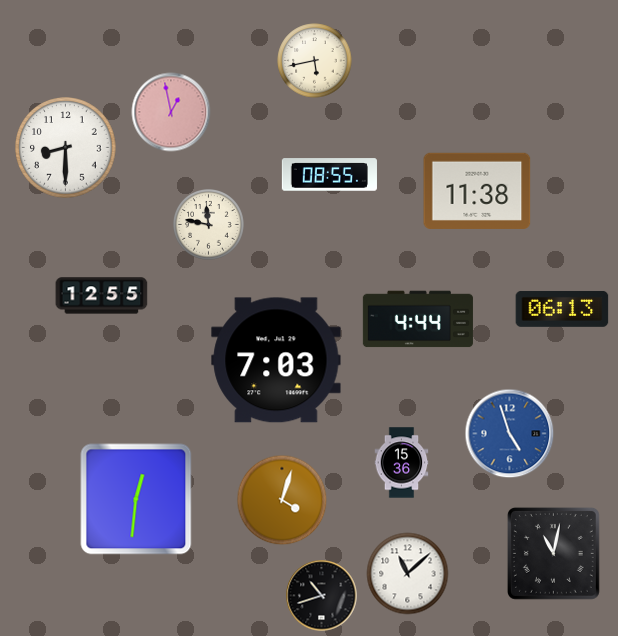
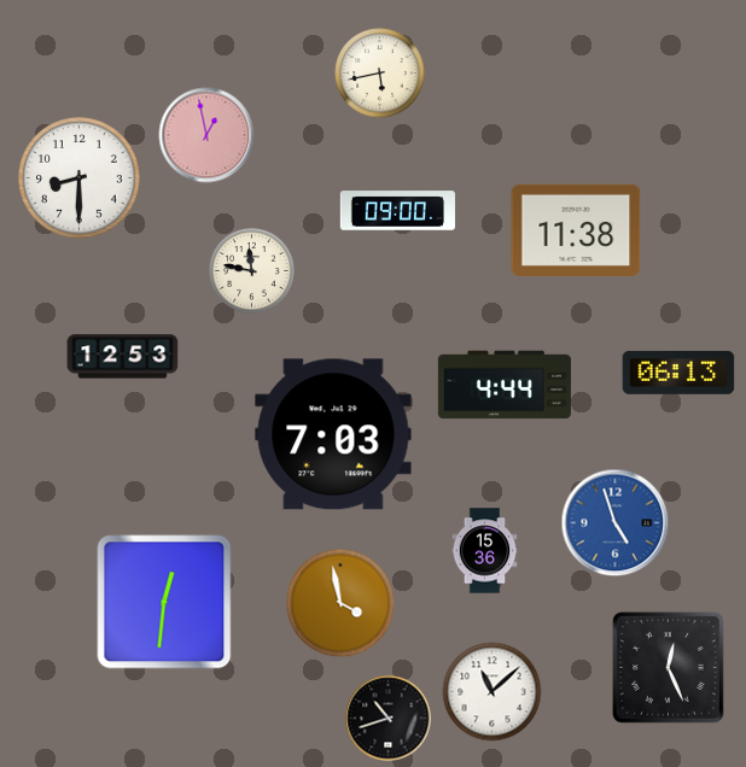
clock at (329, 175): 08:55 -> 09:00
clock at (102, 296): 12:55 -> 12:53
clock at (402, 463) position: (402, 463) -> (485, 551)
clock at (282, 500): 4:03 -> 3:58
clock at (553, 553): 11:02 -> 12:26
